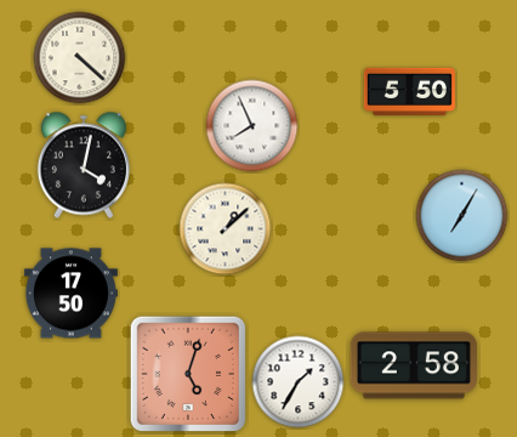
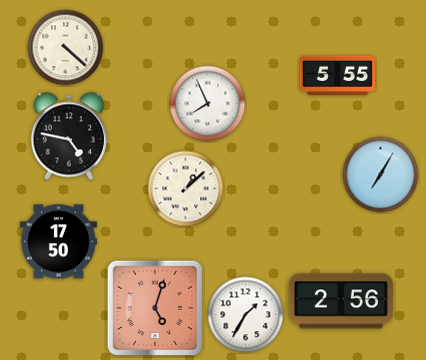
clock at (409, 91): 5:50 -> 5:55
clock at (84, 165): 4:02 -> 4:47
clock at (462, 216) position: (462, 216) -> (381, 175)
clock at (414, 365): 2:58 -> 2:56
